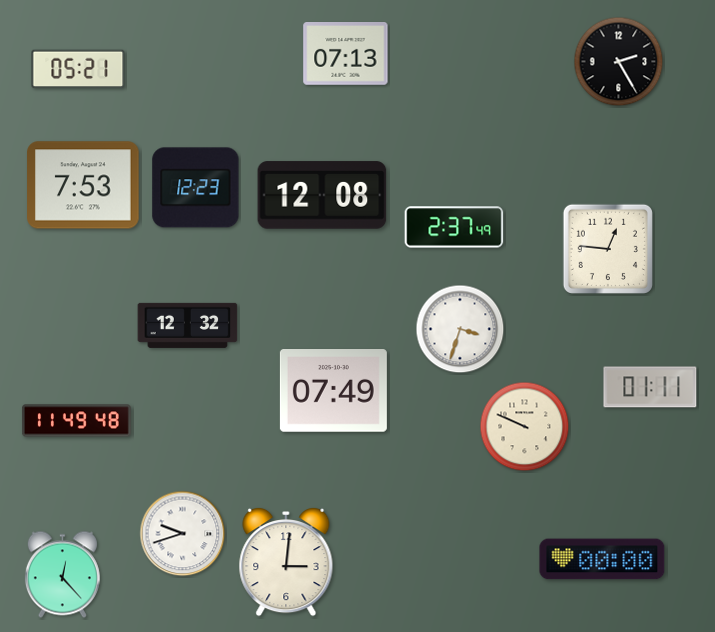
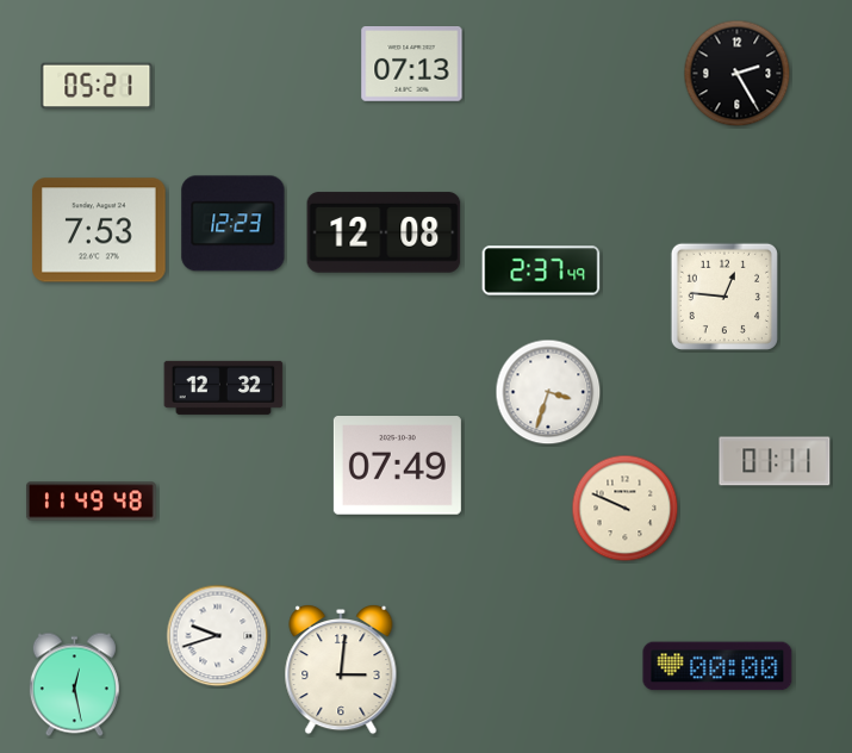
clock at (78, 69) position: (78, 69) -> (97, 86)
clock at (83, 185) position: (83, 185) -> (99, 230)
clock at (62, 575): 12:23 -> 12:28
